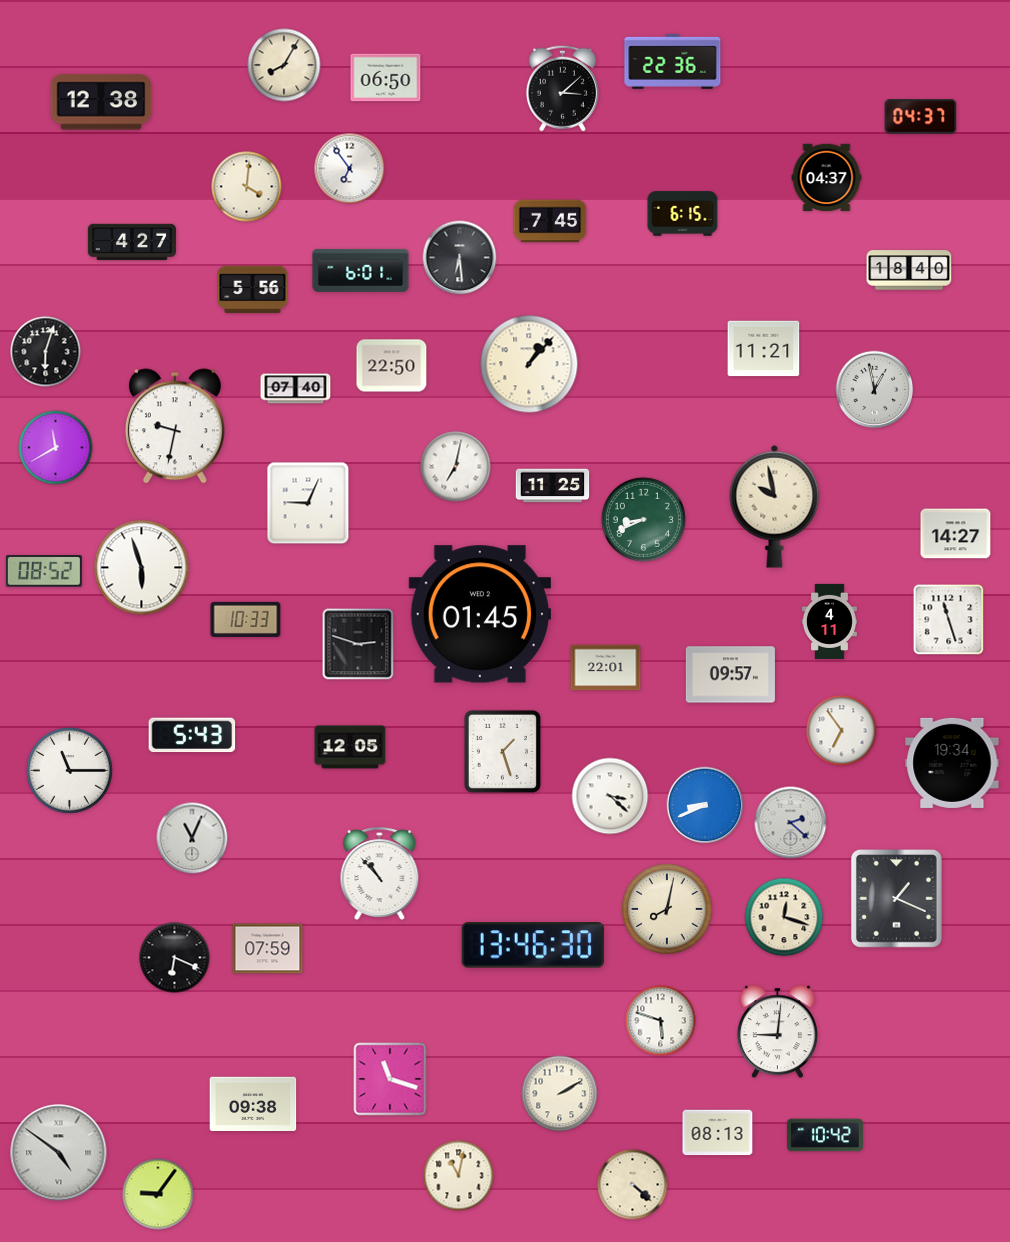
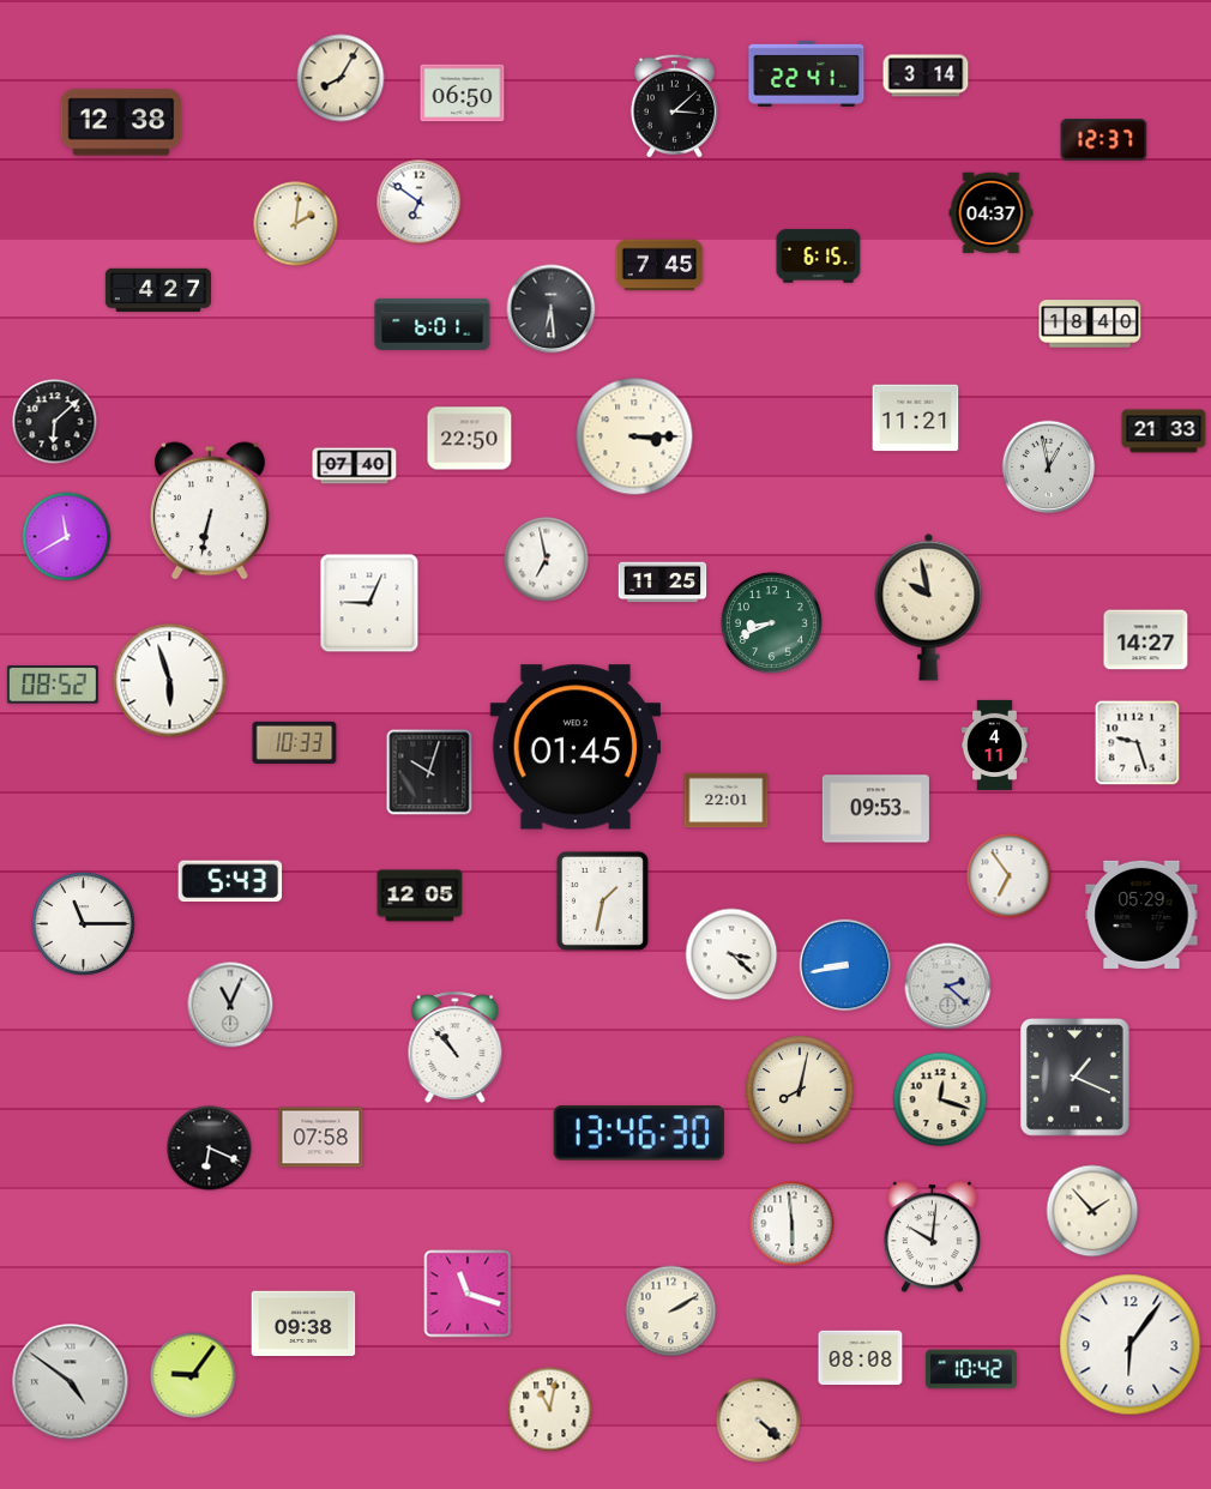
clock at (673, 61): 22:36 -> 22:41
clock at (926, 76): none -> 3:14
clock at (921, 117): 04:37 -> 12:37
clock at (350, 169): 6:54 -> 6:51
clock at (247, 187): 4:01 -> 2:01
clock at (253, 290): 5:56 -> none
clock at (46, 352): 6:03 -> 6:08
clock at (1164, 432): none -> 21:33
clock at (529, 364): 1:07 -> 3:15
clock at (175, 426): 9:32 -> 6:32
clock at (456, 467): 7:02 -> 6:58
clock at (479, 614) position: (479, 614) -> (574, 747)
clock at (949, 620): 11:27 -> 9:27
clock at (358, 644): 2:48 -> 10:03
clock at (730, 675): 09:57 -> 09:53
clock at (502, 751): 1:27 -> 1:32
clock at (952, 763): 19:34 -> 05:29
clock at (705, 805): 8:41 -> 8:43
clock at (268, 949): 07:59 -> 07:58
clock at (1092, 1211): none -> 1:53
clock at (661, 1021): 5:48 -> 5:59
clock at (777, 1032): 9:01 -> 10:01
clock at (1131, 1345): none -> 6:06
clock at (718, 1133): 08:13 -> 08:08
clock at (825, 1135) position: (825, 1135) -> (971, 1369)
clock at (158, 1194) position: (158, 1194) -> (193, 1375)
